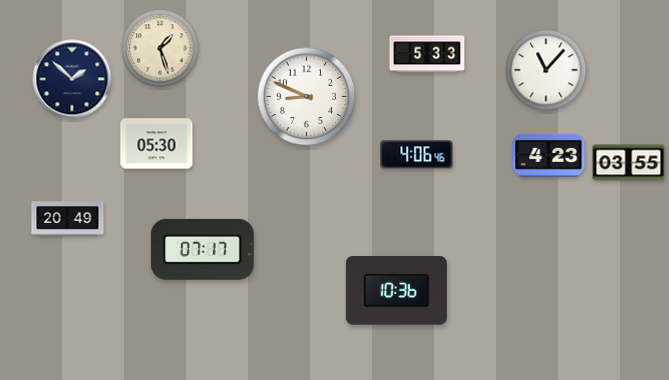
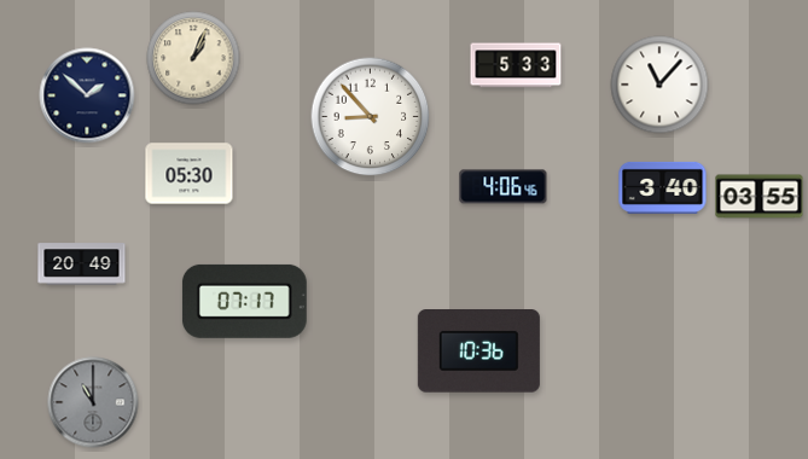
clock at (160, 48): 1:27 -> 1:04
clock at (307, 97): 8:49 -> 8:53
clock at (549, 155): 4:23 -> 3:40
clock at (93, 402): none -> 11:00
